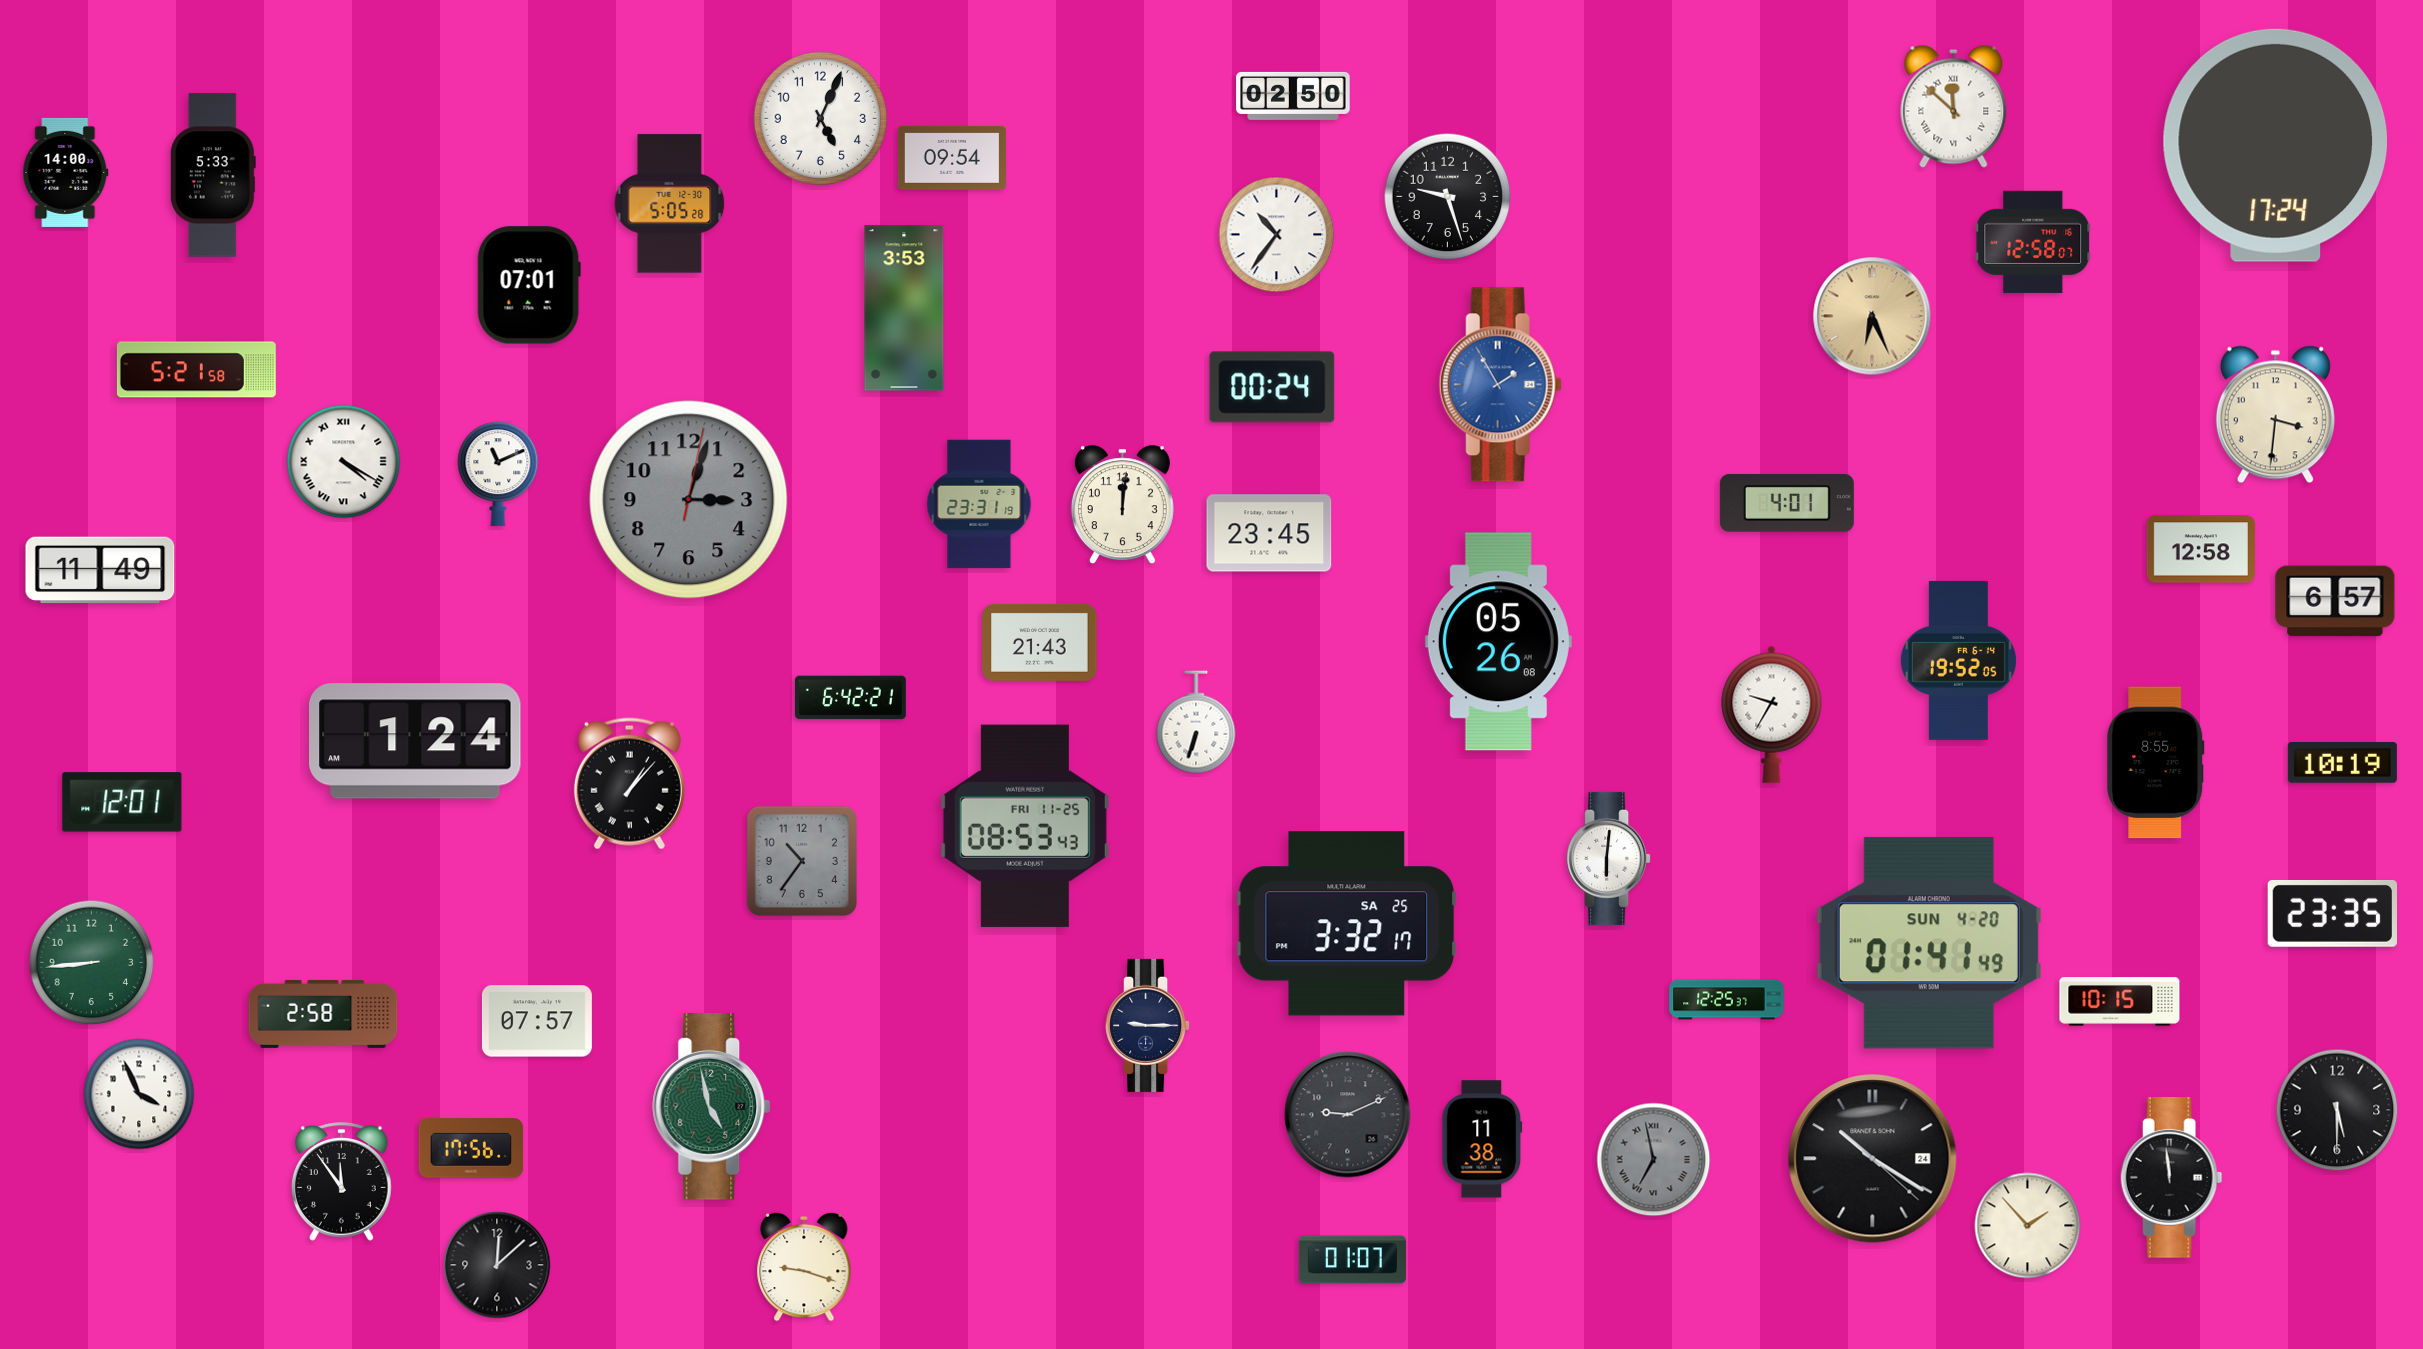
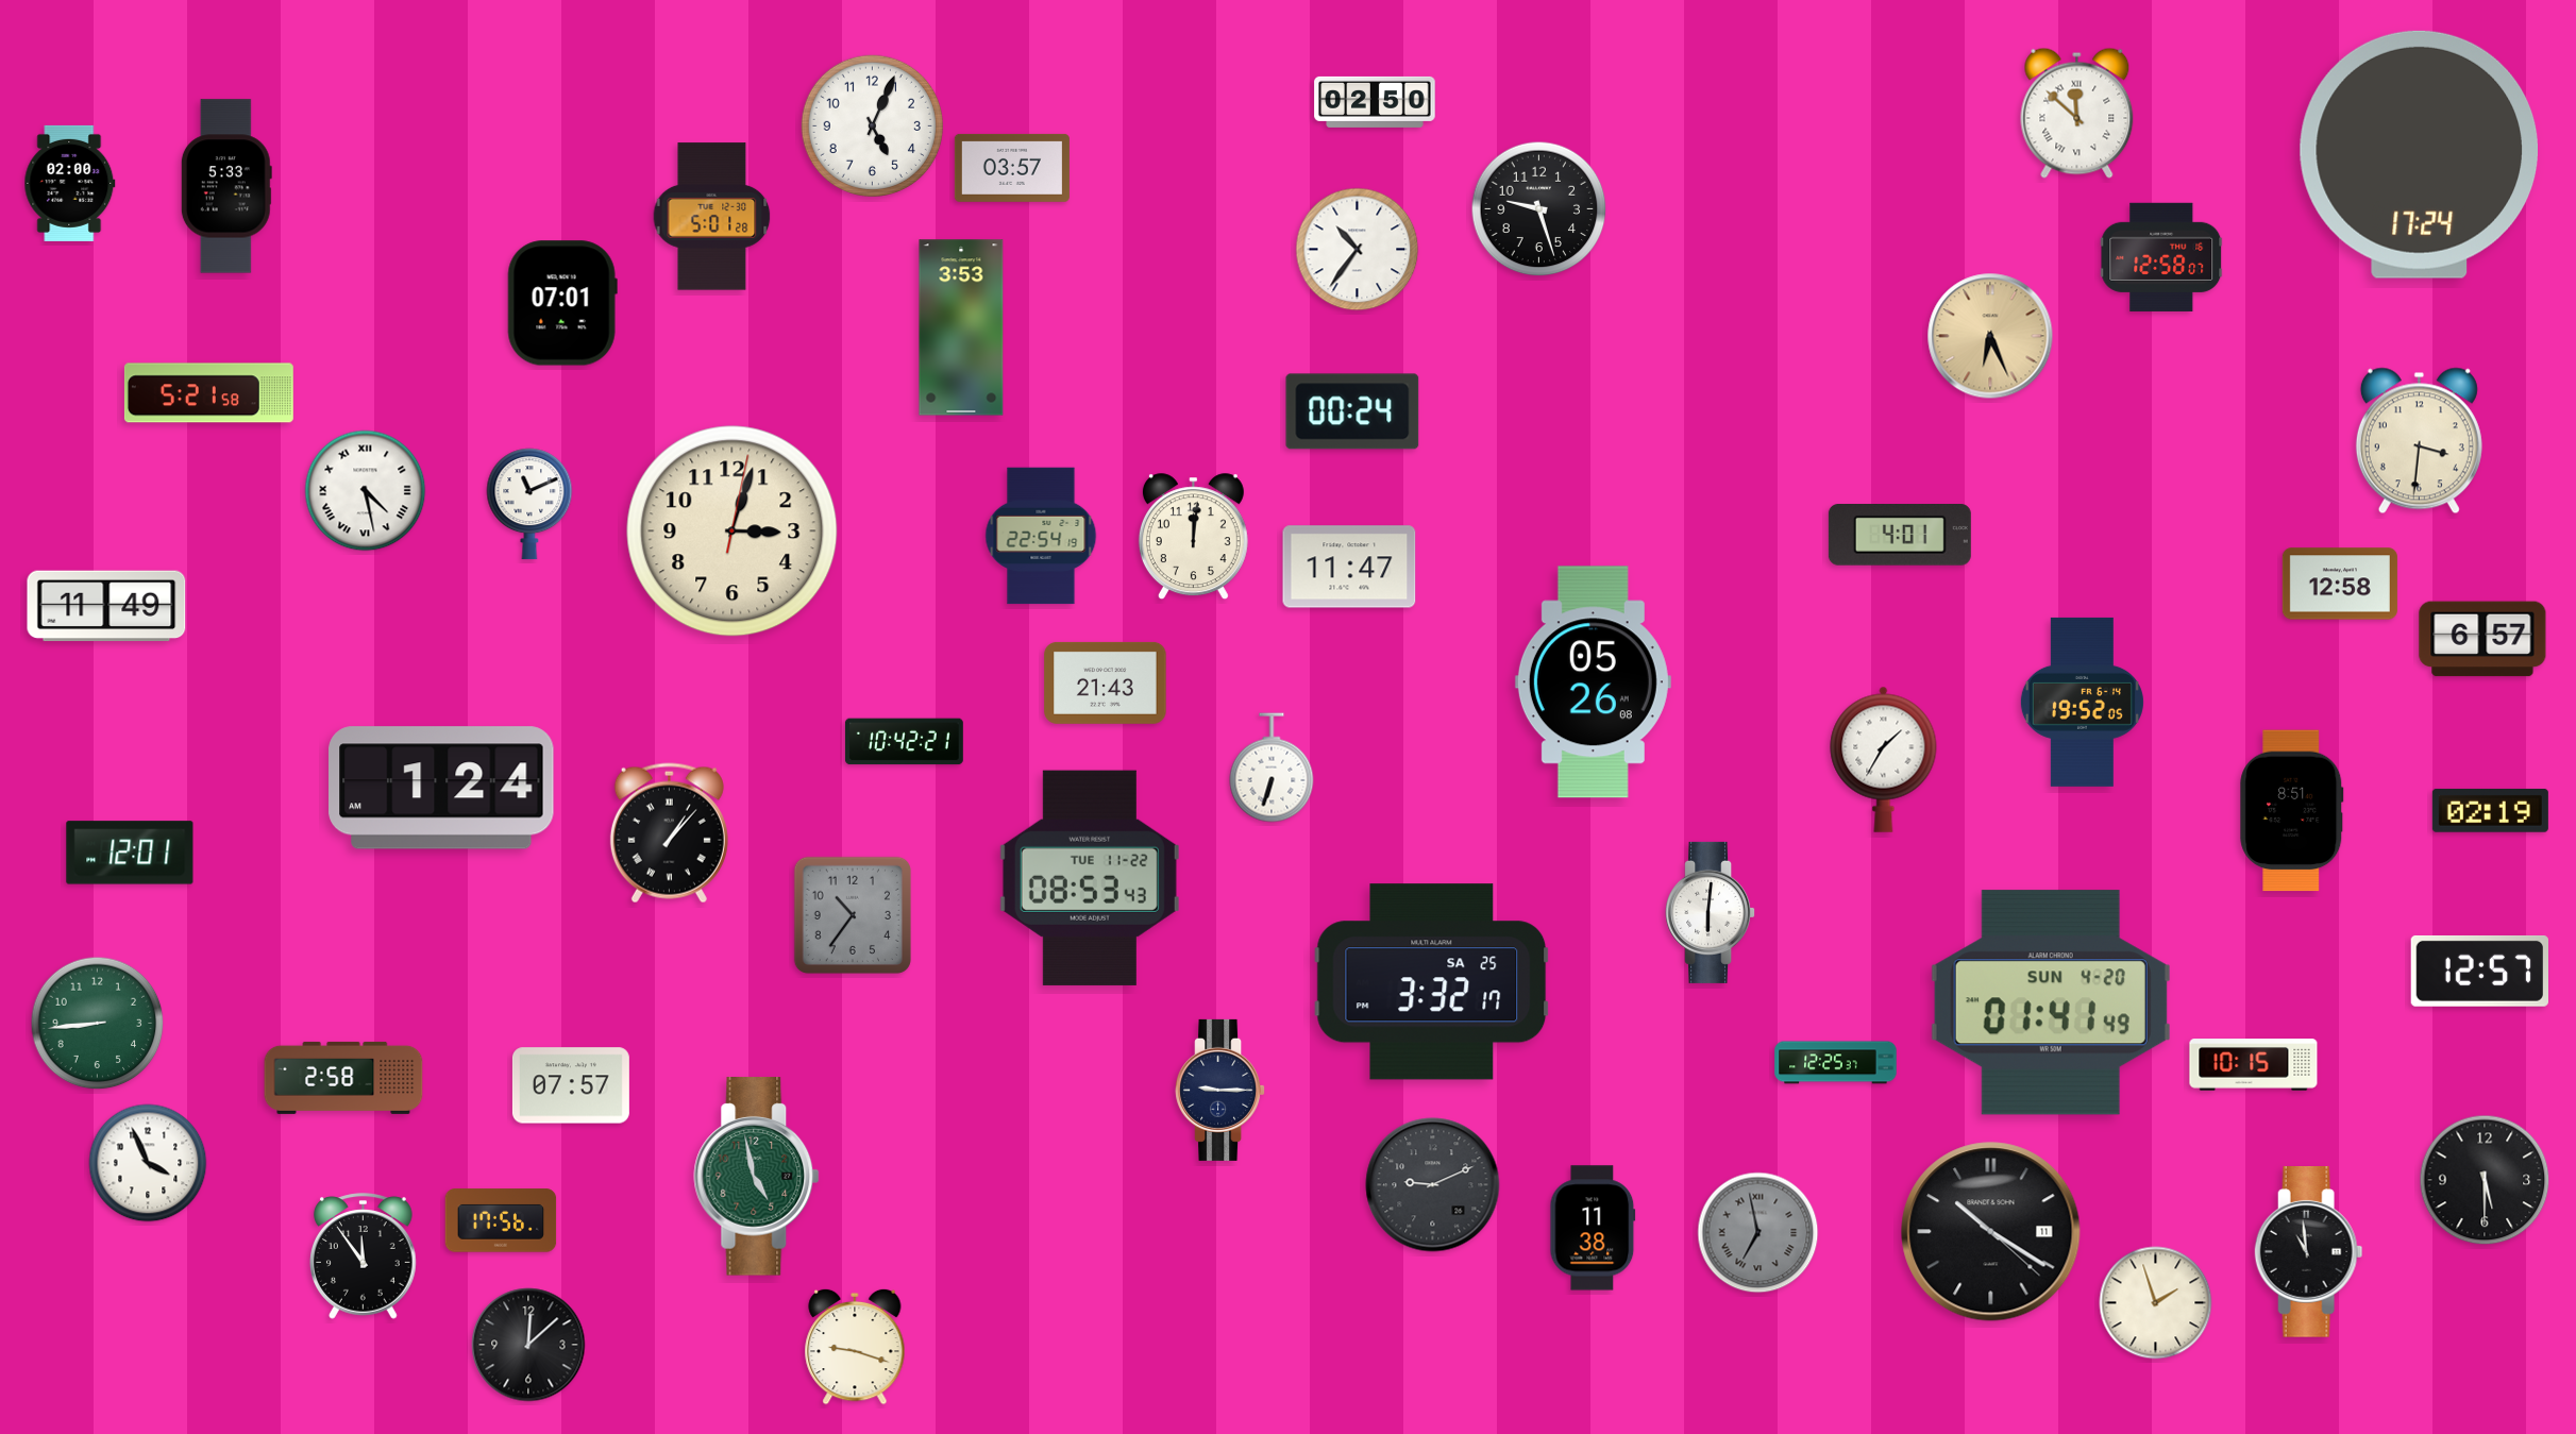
clock at (952, 158): 09:54 -> 03:57
clock at (66, 172): 14:00 -> 02:00
clock at (670, 204): 5:05 -> 5:01
clock at (1500, 385): 1:55 -> none
clock at (344, 462): 4:20 -> 4:28
clock at (689, 500) dial: grey -> cream
clock at (979, 504): 23:31 -> 22:54
clock at (1269, 533): 23:45 -> 11:47
clock at (850, 698): 6:42 -> 10:42
clock at (1772, 714): 9:35 -> 1:35
clock at (2342, 762): 10:19 -> 02:19
clock at (2156, 763): 8:55 -> 8:51
clock at (1025, 826) date: FRI 11-25 -> TUE 11-22
clock at (2332, 913): 23:35 -> 12:57
clock at (1482, 1139) position: (1482, 1139) -> (1593, 1228)
clock at (1873, 1159) date: 24 -> 11
clock at (2172, 1178): 11:59 -> 10:59
clock at (2028, 1226): 1:53 -> 1:57
clock at (1352, 1260): 01:07 -> none
